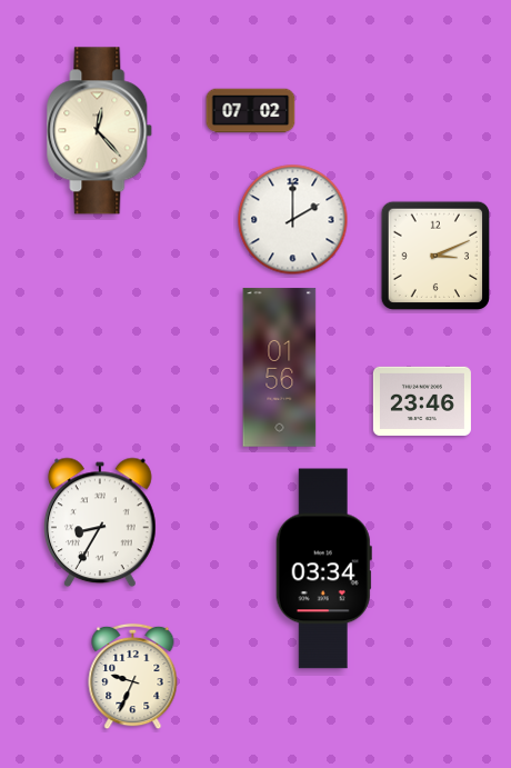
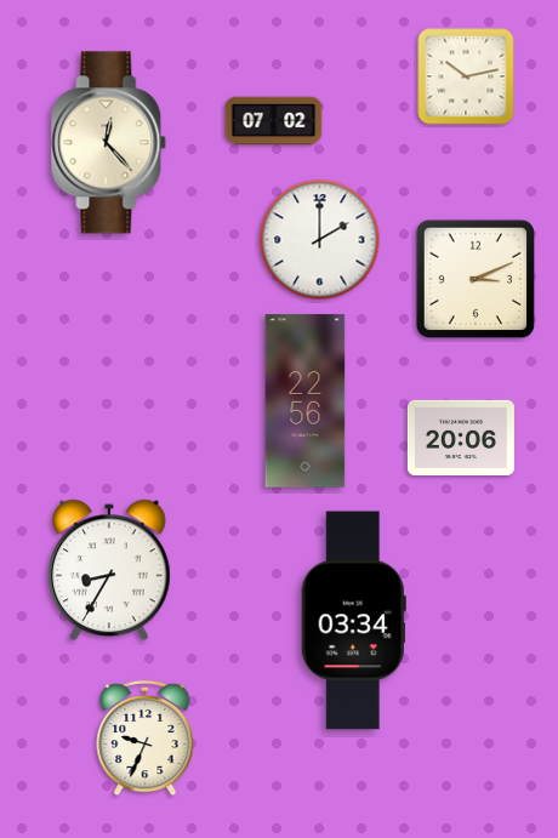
clock at (466, 76): none -> 10:13
clock at (280, 368): 01:56 -> 22:56
clock at (422, 401): 23:46 -> 20:06
